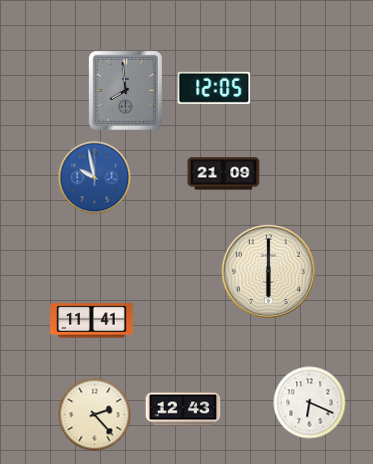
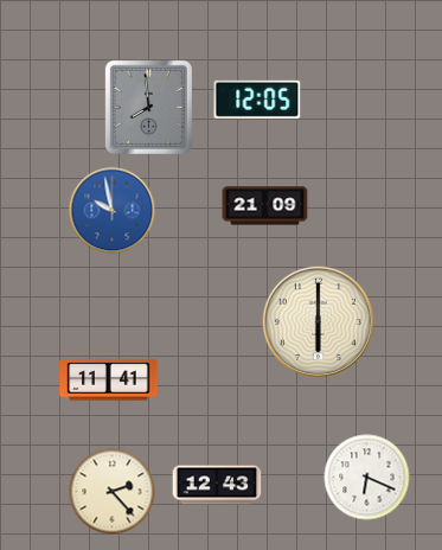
clock at (214, 88) position: (214, 88) -> (257, 100)
